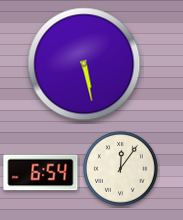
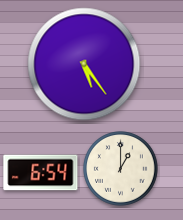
clock at (84, 64): 5:28 -> 5:24
clock at (121, 169): 12:06 -> 1:00
